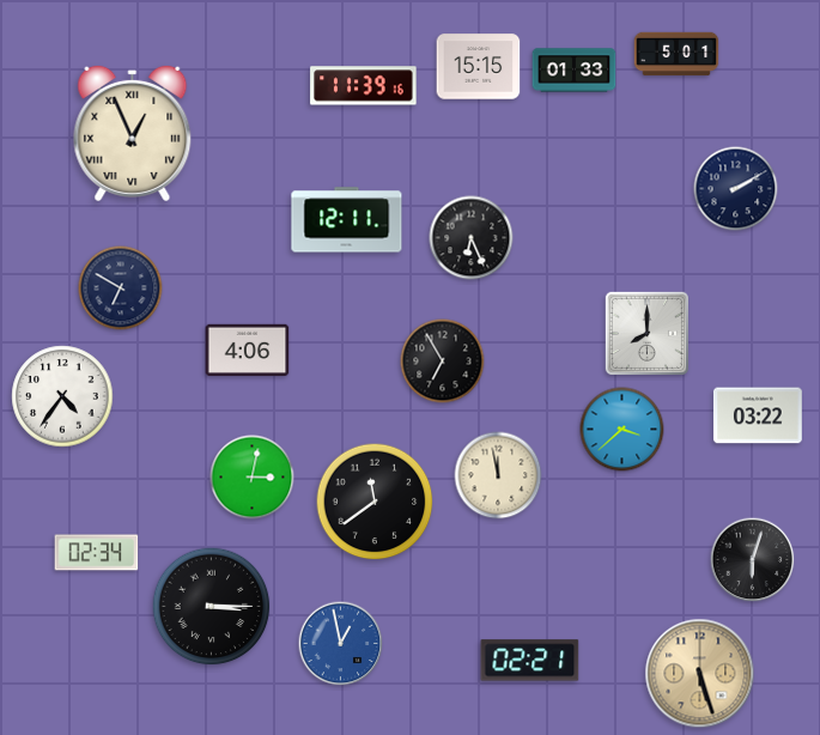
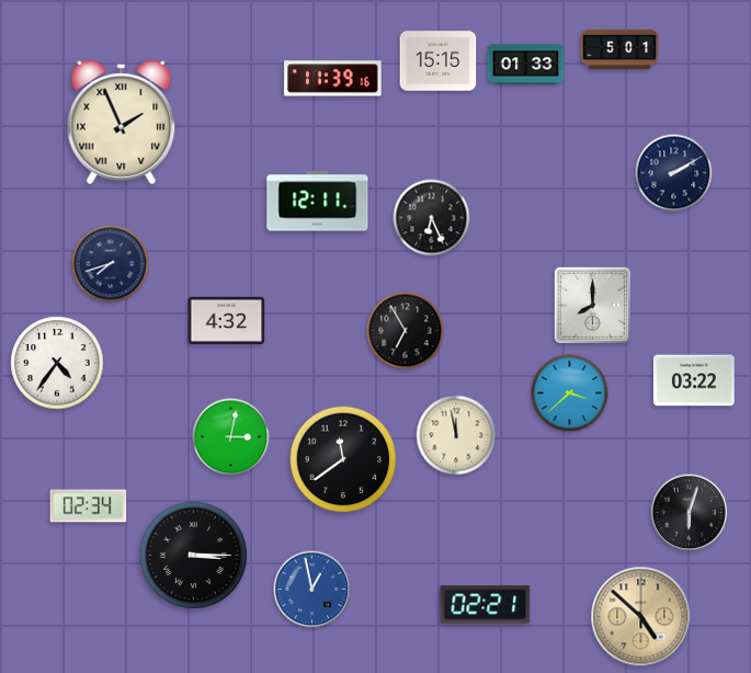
clock at (133, 133): 12:56 -> 1:56
clock at (121, 288): 6:50 -> 7:42
clock at (248, 350): 4:06 -> 4:32
clock at (700, 674): 5:27 -> 4:52
